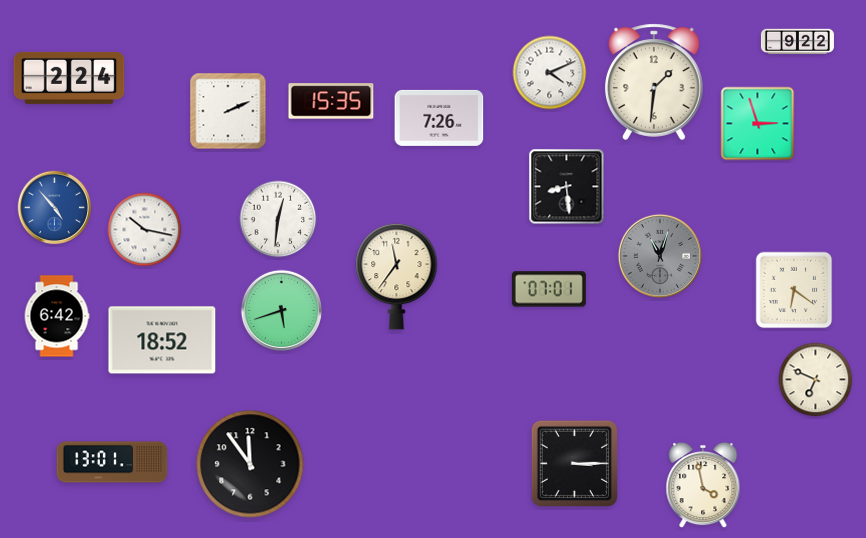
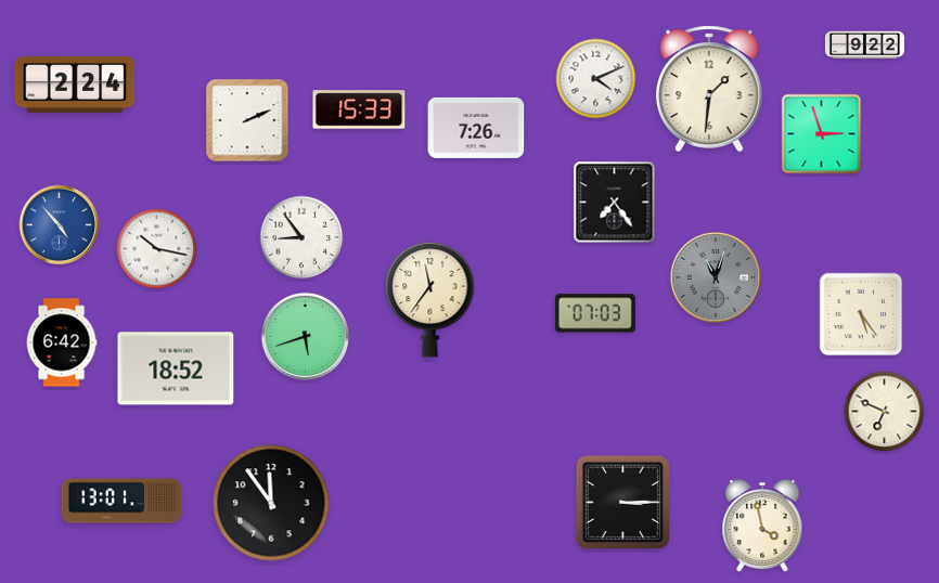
clock at (331, 101): 15:35 -> 15:33
clock at (567, 187): 8:29 -> 7:24
clock at (278, 219): 12:31 -> 8:54
clock at (549, 289): 07:01 -> 07:03
clock at (794, 290): 6:21 -> 5:24
